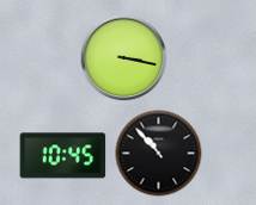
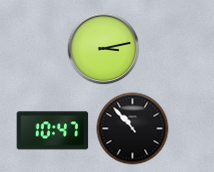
clock at (124, 58): 3:17 -> 3:13
clock at (63, 156): 10:45 -> 10:47
